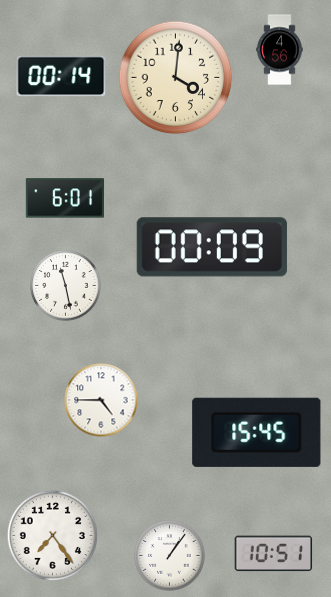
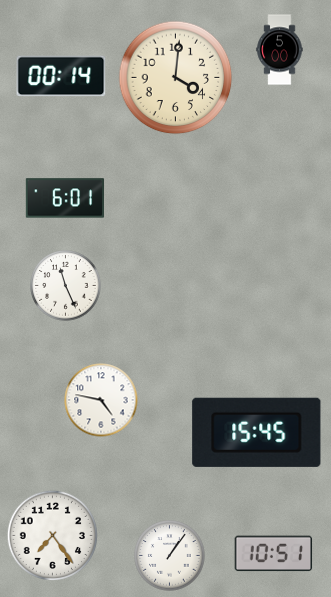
clock at (280, 50): 4:56 -> 5:00
clock at (212, 247): 00:09 -> none
clock at (66, 286): 11:28 -> 11:26
clock at (101, 400): 4:45 -> 4:47
